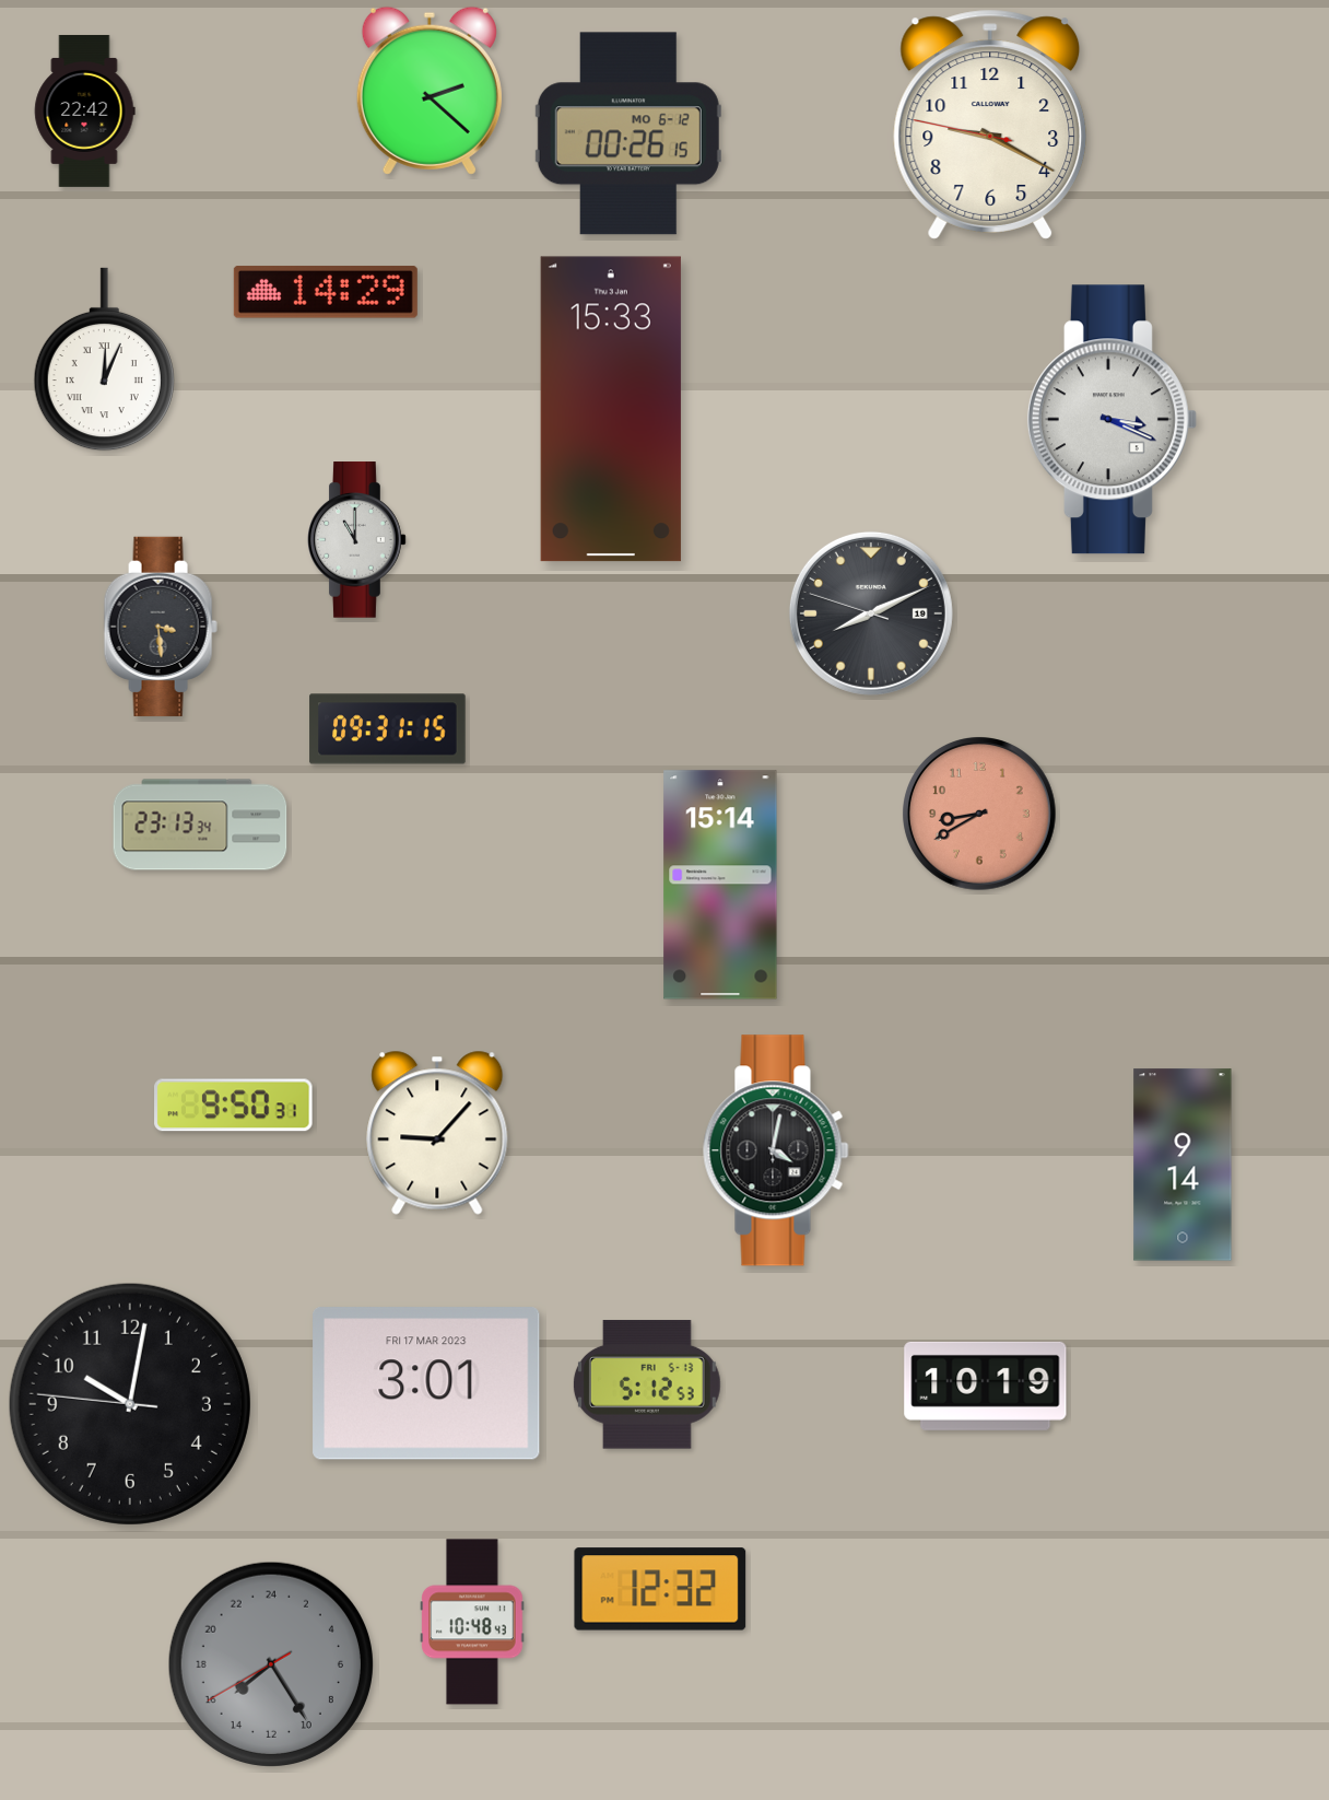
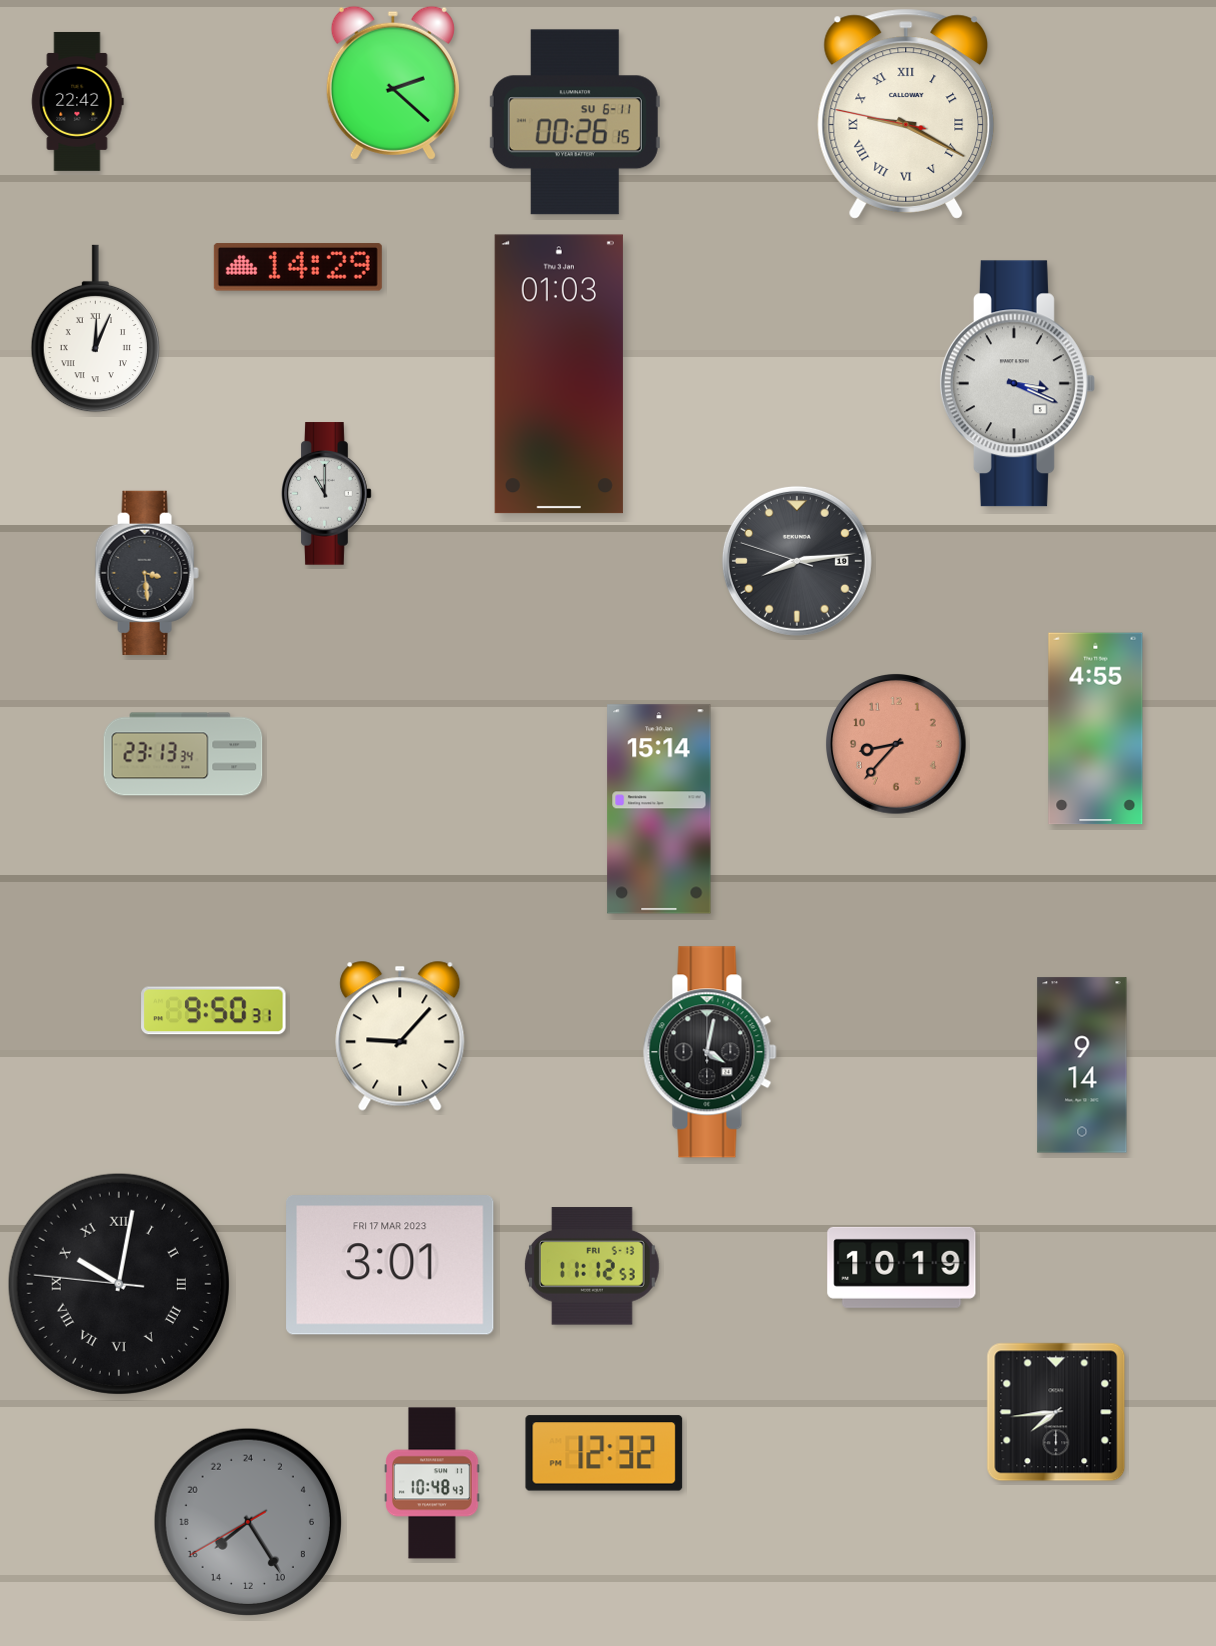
clock at (990, 125) numerals: Arabic -> Roman
clock at (628, 133) date: MO 6-12 -> SU 6-11
clock at (611, 409): 15:33 -> 01:03
clock at (871, 613): 8:10 -> 8:13
clock at (388, 729): 09:31 -> none
clock at (1096, 729): none -> 4:55
clock at (980, 815): 8:40 -> 8:37
clock at (647, 1384): 5:12 -> 11:12
clock at (130, 1404) numerals: Arabic -> Roman
clock at (1056, 1412): none -> 7:44
